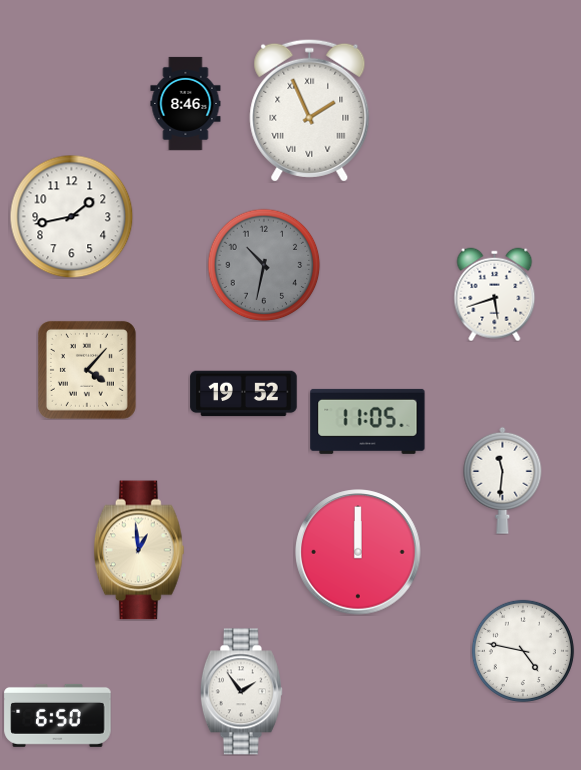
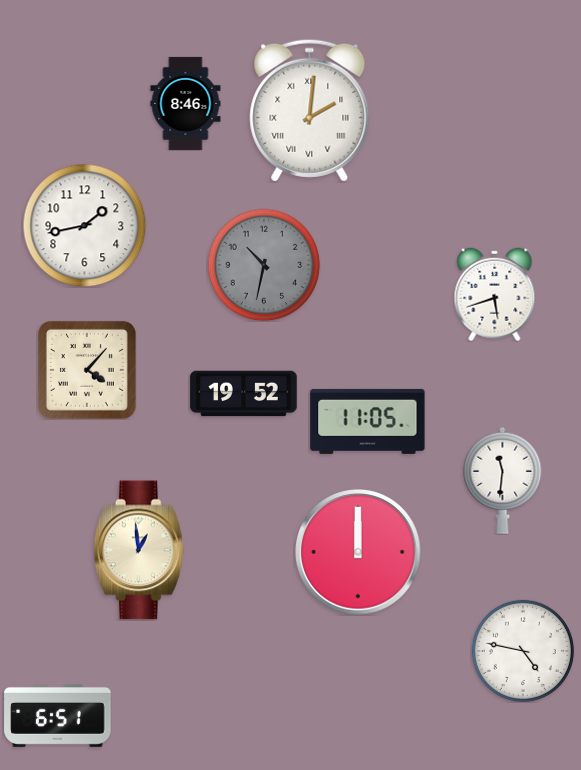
clock at (310, 110): 1:56 -> 2:01
clock at (71, 216) position: (71, 216) -> (84, 225)
clock at (241, 692): 1:54 -> none
clock at (58, 715): 6:50 -> 6:51
